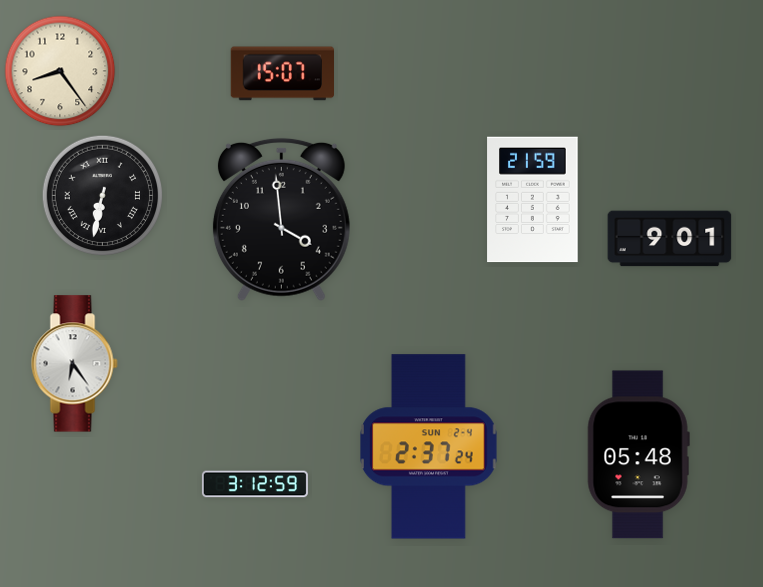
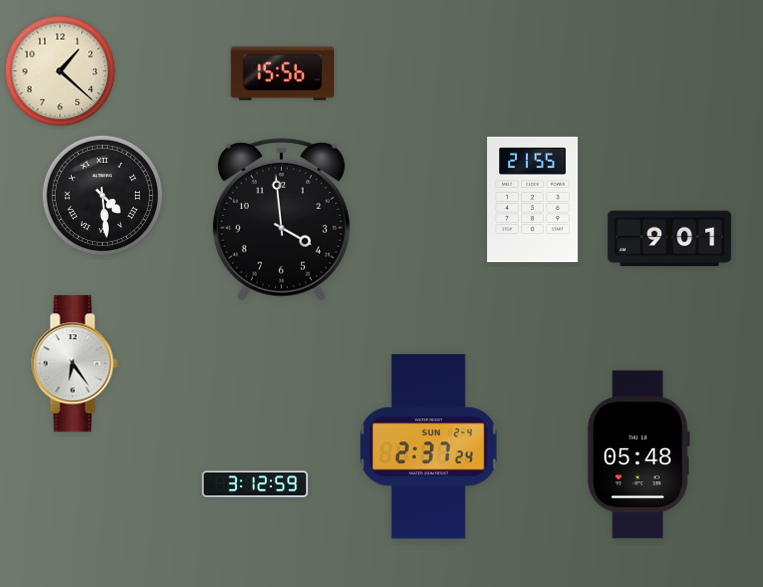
clock at (60, 71): 8:24 -> 1:22
clock at (282, 74): 15:07 -> 15:56
clock at (103, 196): 6:32 -> 4:29
clock at (533, 200): 21:59 -> 21:55
